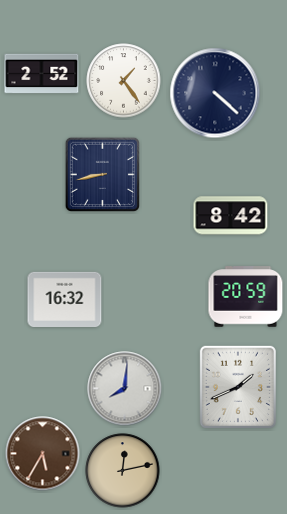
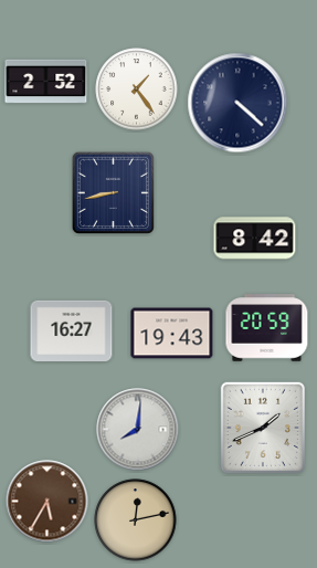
clock at (246, 297) position: (246, 297) -> (267, 328)
clock at (65, 299): 16:32 -> 16:27
clock at (172, 334): none -> 19:43
